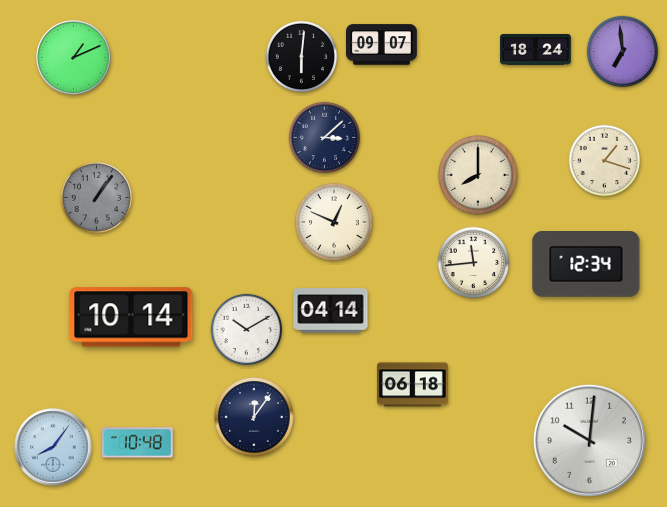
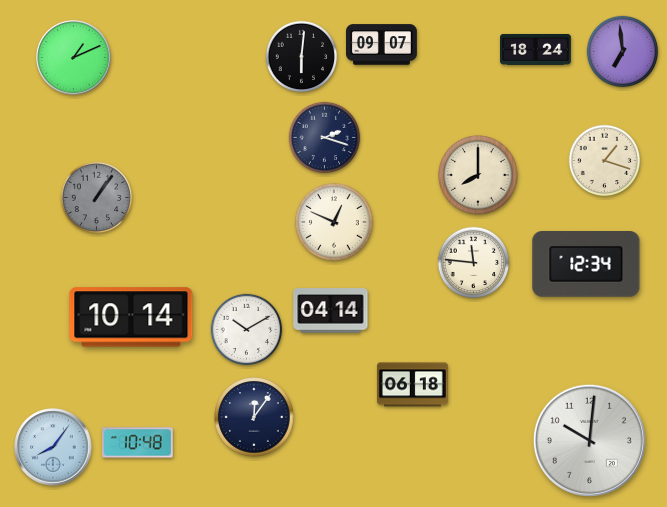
clock at (325, 138): 3:08 -> 2:18
clock at (474, 263): 11:44 -> 11:46
